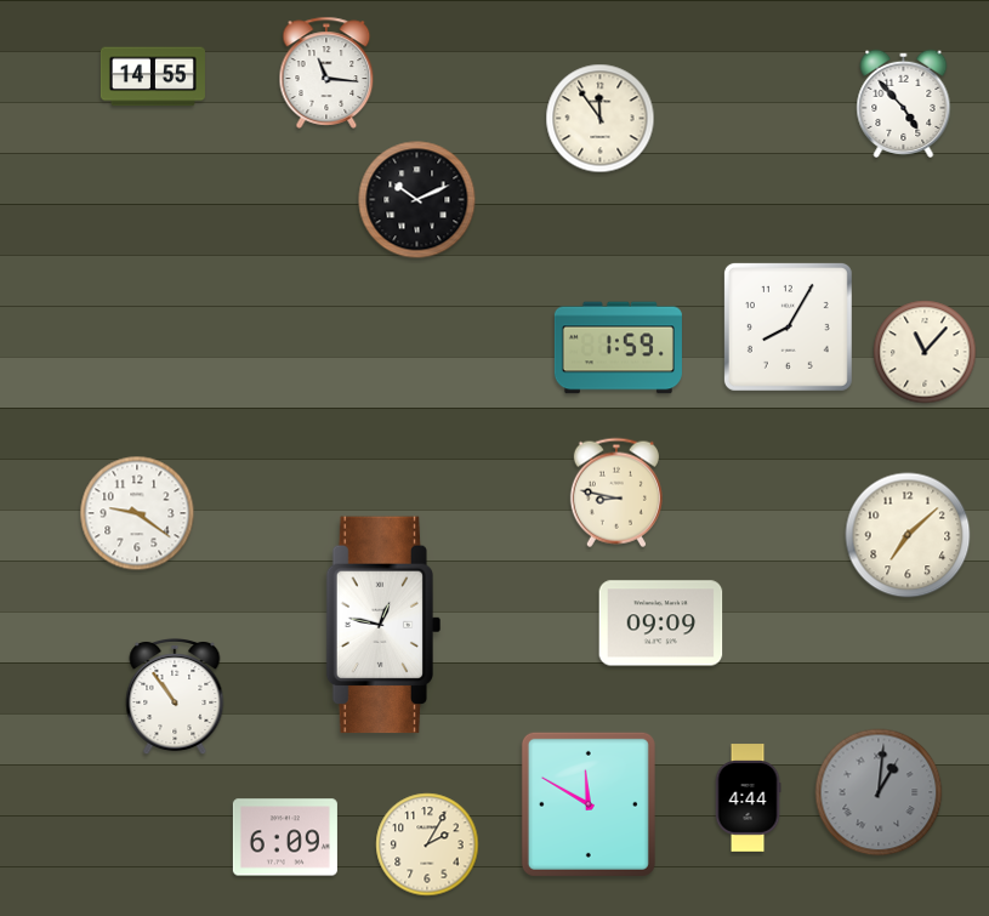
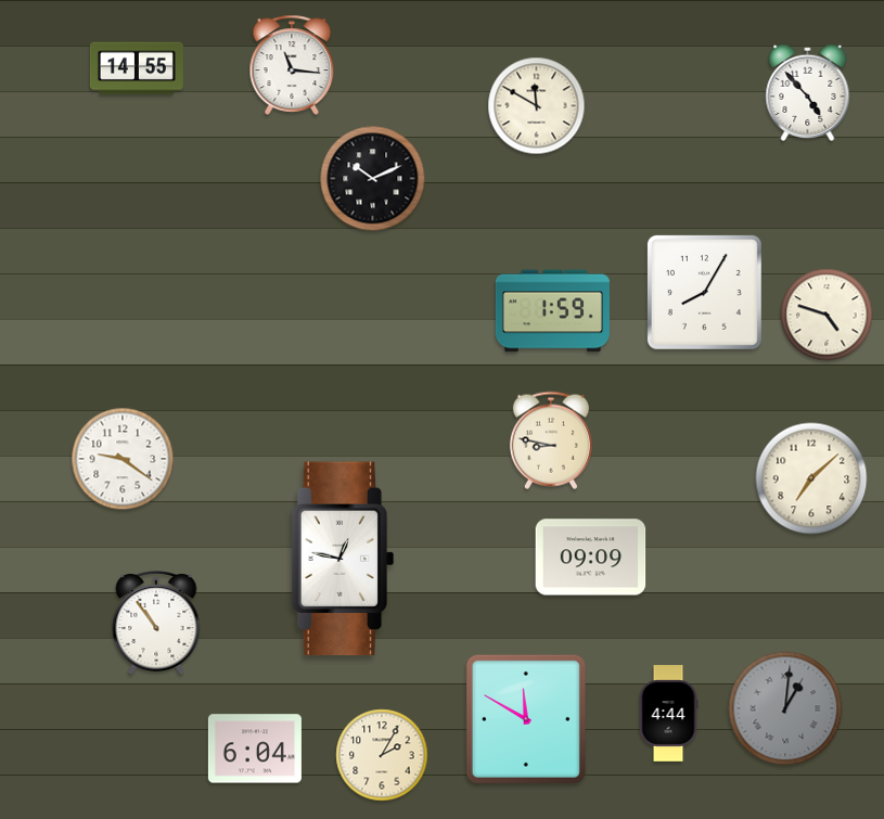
clock at (601, 119): 11:54 -> 11:50
clock at (925, 352): 11:07 -> 4:48
clock at (285, 837): 6:09 -> 6:04
